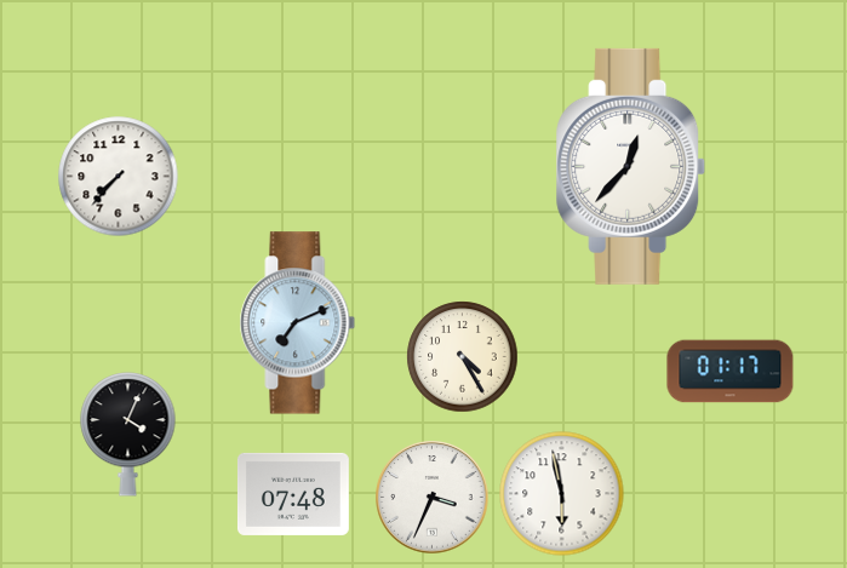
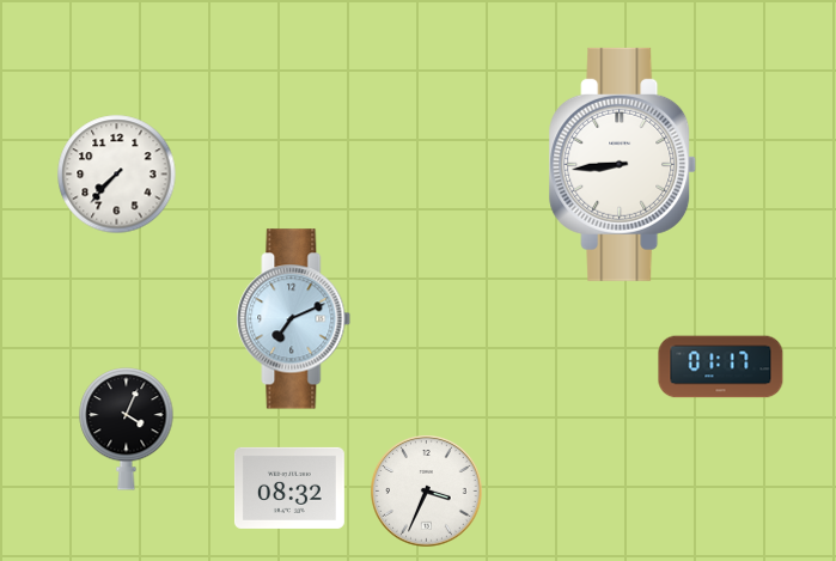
clock at (631, 166): 12:37 -> 8:44
clock at (463, 357): 4:25 -> none
clock at (293, 494): 07:48 -> 08:32
clock at (562, 494): 5:58 -> none
